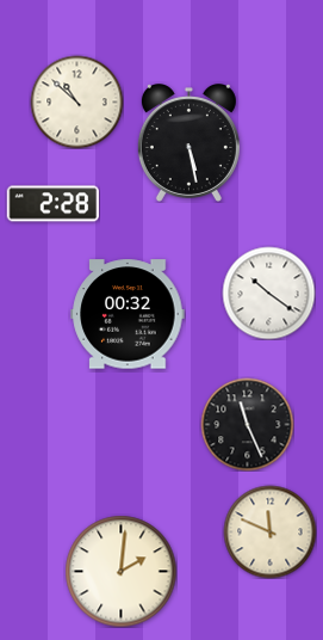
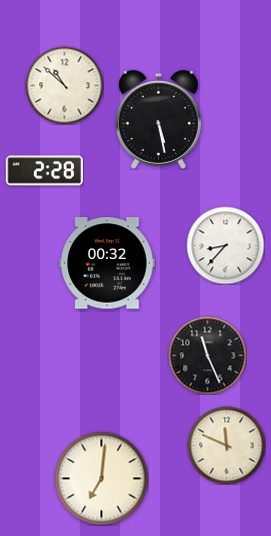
clock at (268, 293): 10:21 -> 8:37
clock at (120, 571): 2:01 -> 7:01
